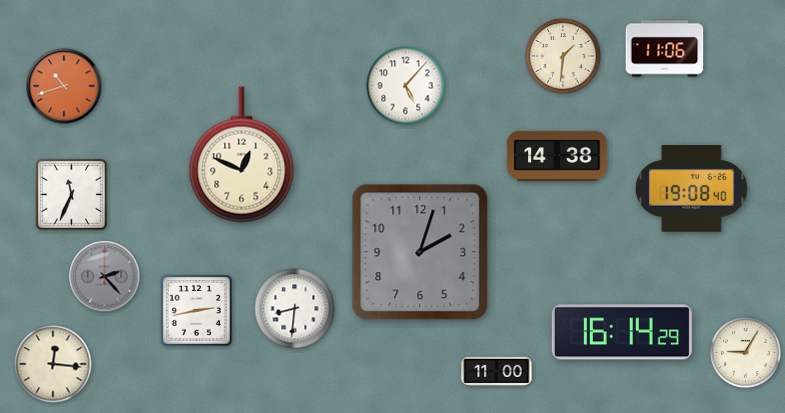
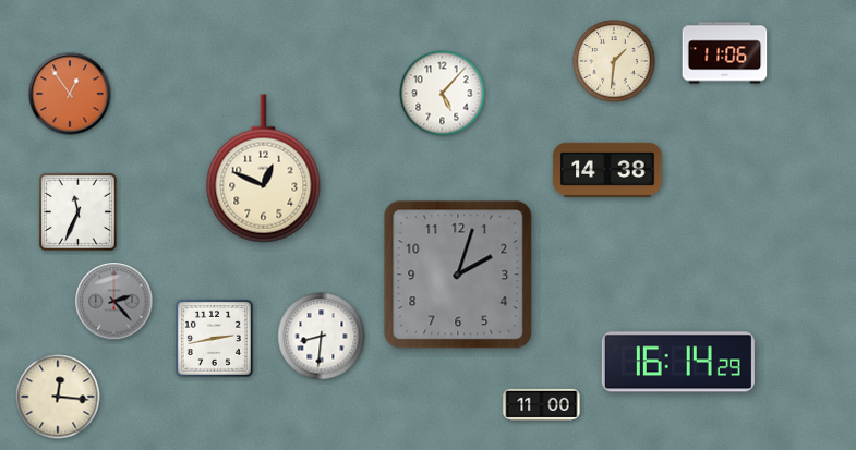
clock at (64, 86): 10:42 -> 12:54
clock at (691, 189): 19:08 -> none
clock at (746, 353): 9:05 -> none
